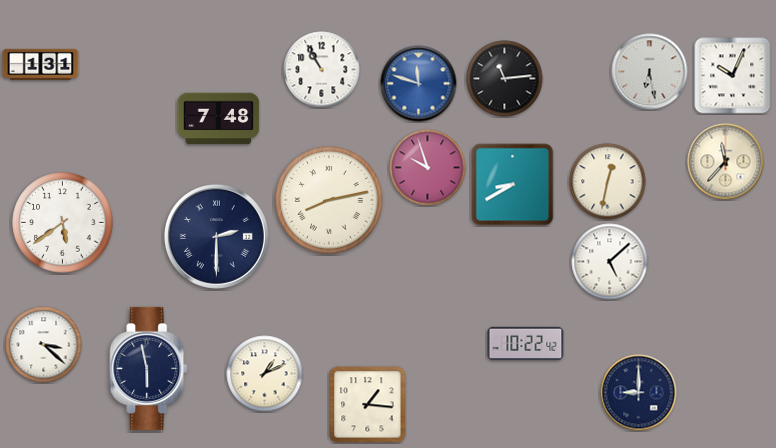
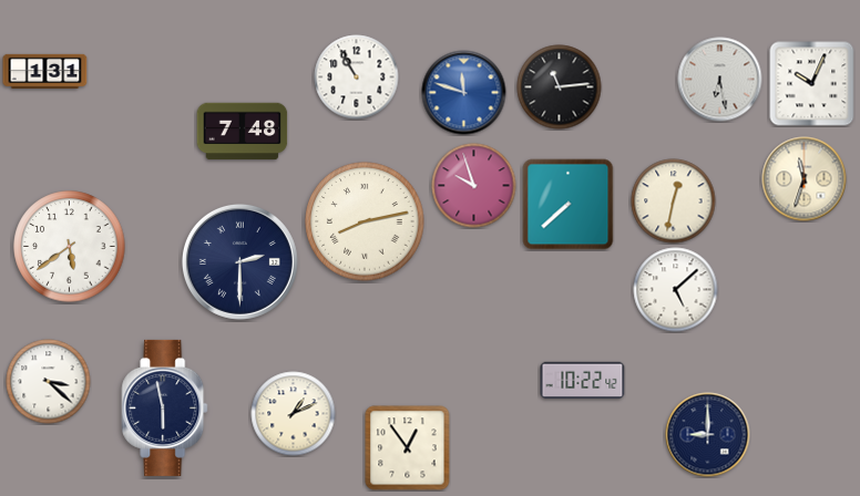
clock at (726, 162): 11:37 -> 11:33
clock at (513, 185): 8:40 -> 7:38
clock at (368, 405): 1:16 -> 12:54
